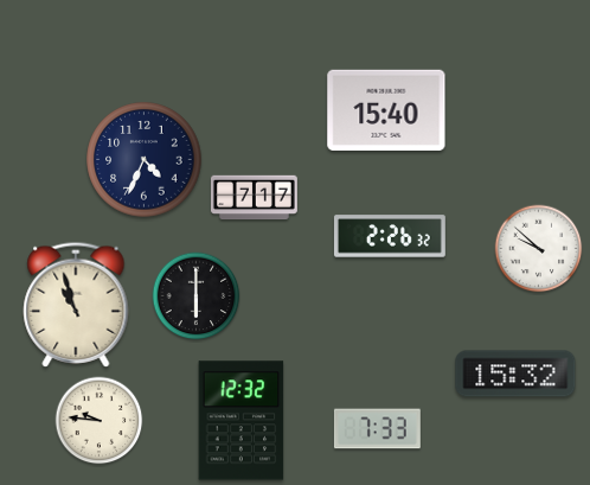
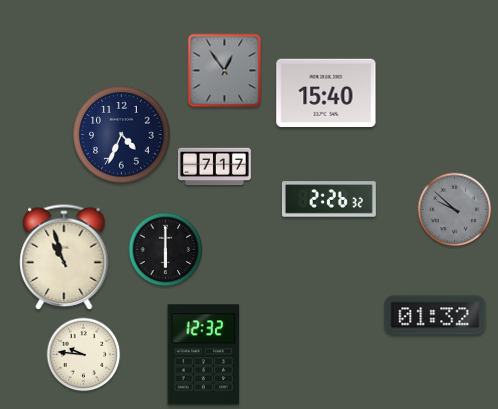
clock at (225, 71): none -> 12:54
clock at (539, 249) dial: white -> grey
clock at (515, 374): 15:32 -> 01:32
clock at (377, 429): 7:33 -> none
